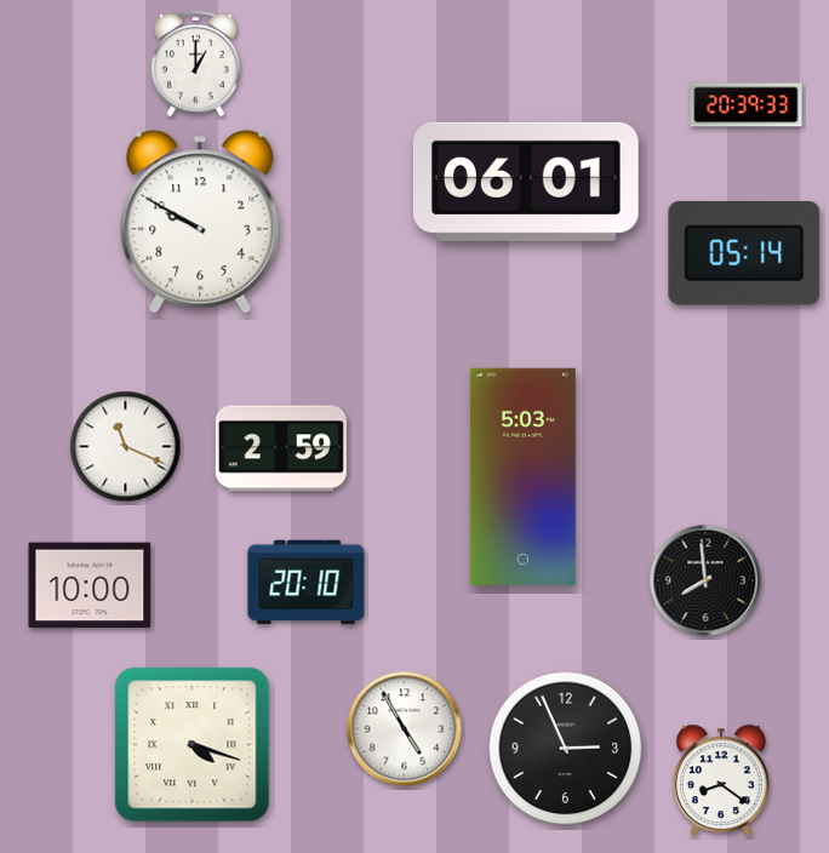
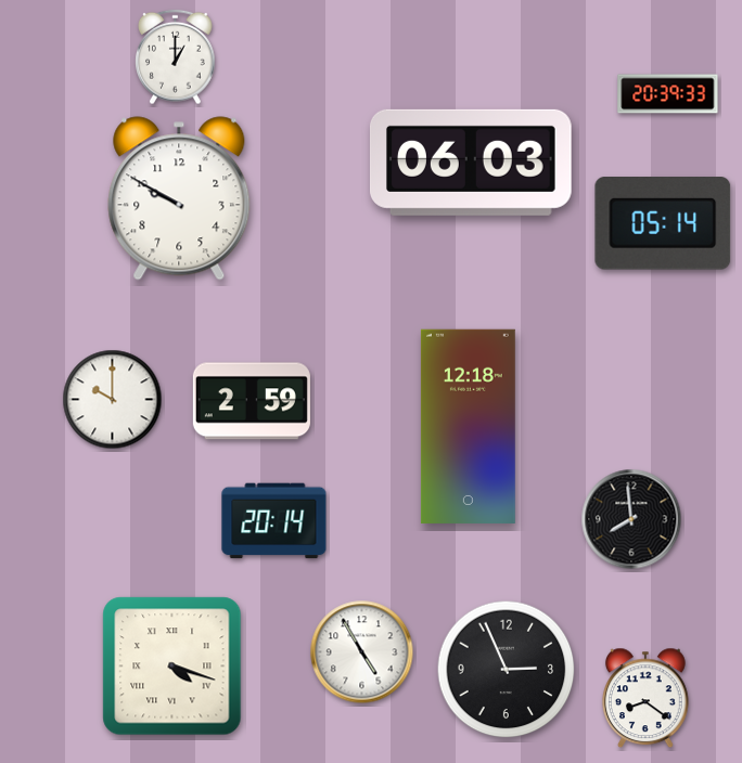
clock at (527, 182): 06:01 -> 06:03
clock at (744, 253) position: (744, 253) -> (663, 223)
clock at (126, 447): 11:19 -> 10:00
clock at (522, 476): 5:03 -> 12:18
clock at (307, 583): 20:10 -> 20:14
clock at (90, 585): 10:00 -> none
